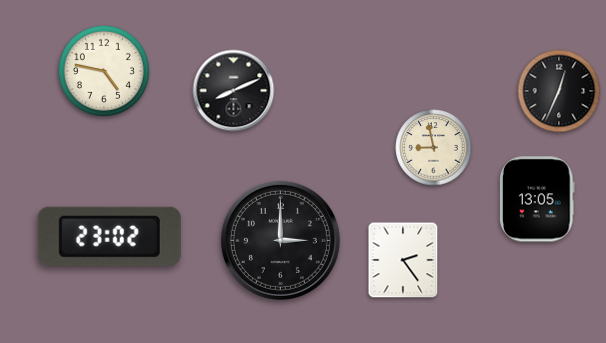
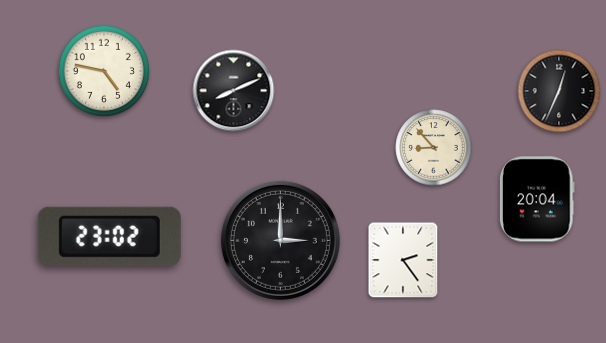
clock at (434, 148): 8:58 -> 8:53
clock at (537, 199): 13:05 -> 20:04
